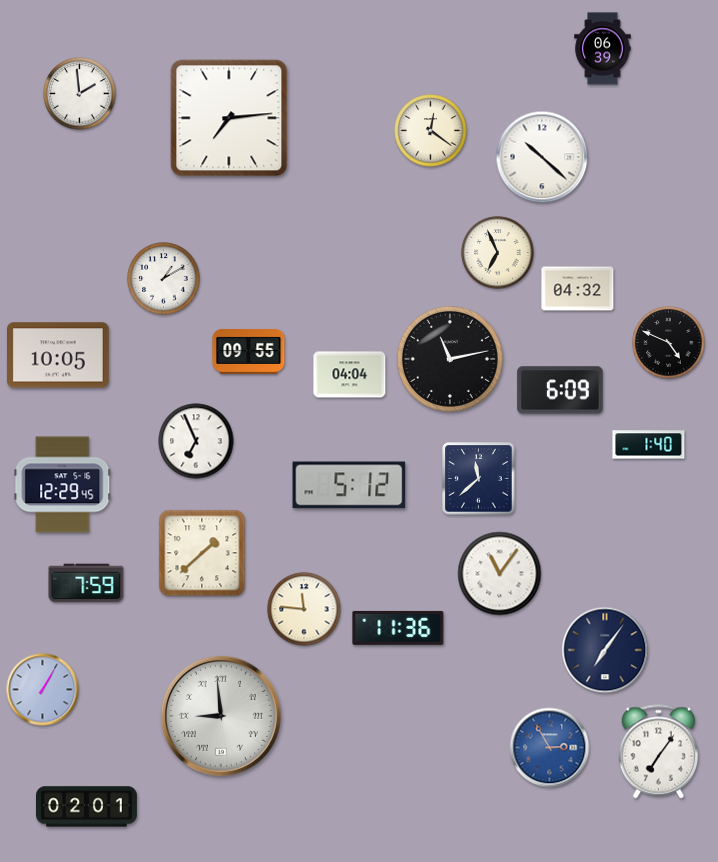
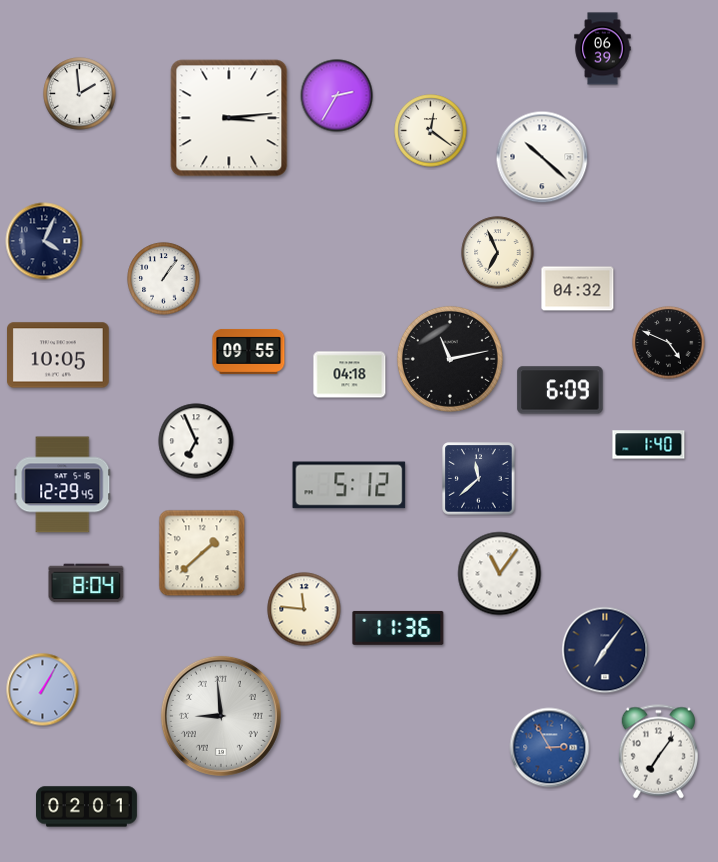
clock at (337, 96): none -> 2:35
clock at (229, 118): 7:14 -> 3:14
clock at (44, 241): none -> 4:04
clock at (164, 279): 1:10 -> 1:06
clock at (350, 375): 04:04 -> 04:18
clock at (86, 583): 7:59 -> 8:04
